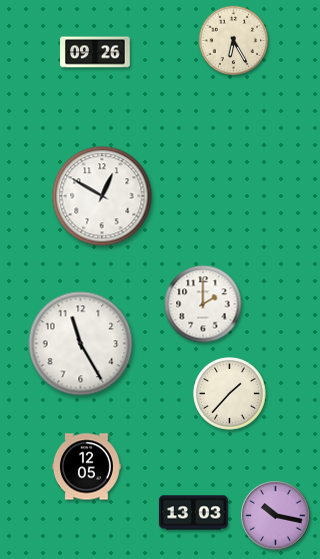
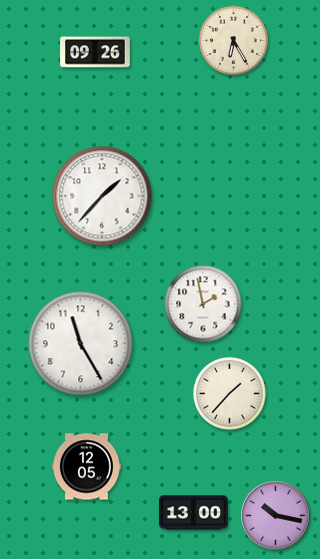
clock at (102, 196): 12:50 -> 1:37
clock at (203, 304): 2:00 -> 1:58
clock at (193, 513): 13:03 -> 13:00
